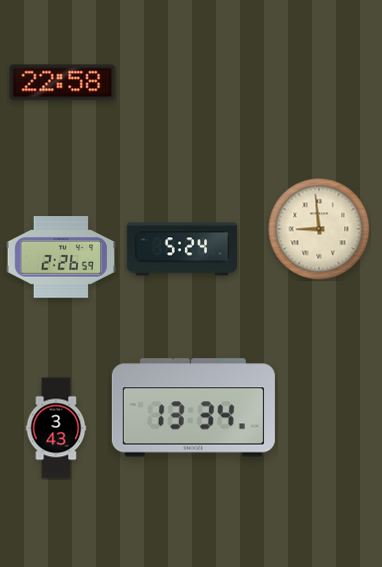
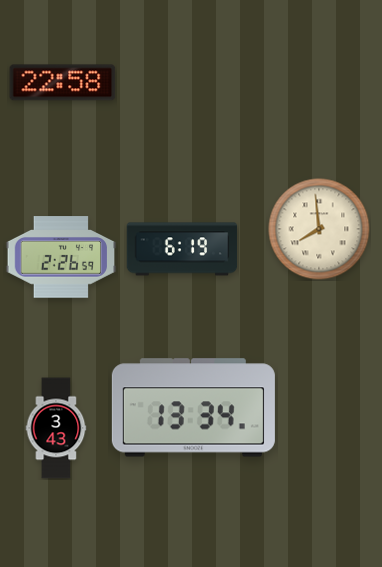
clock at (319, 229): 8:59 -> 7:59
clock at (182, 249): 5:24 -> 6:19
